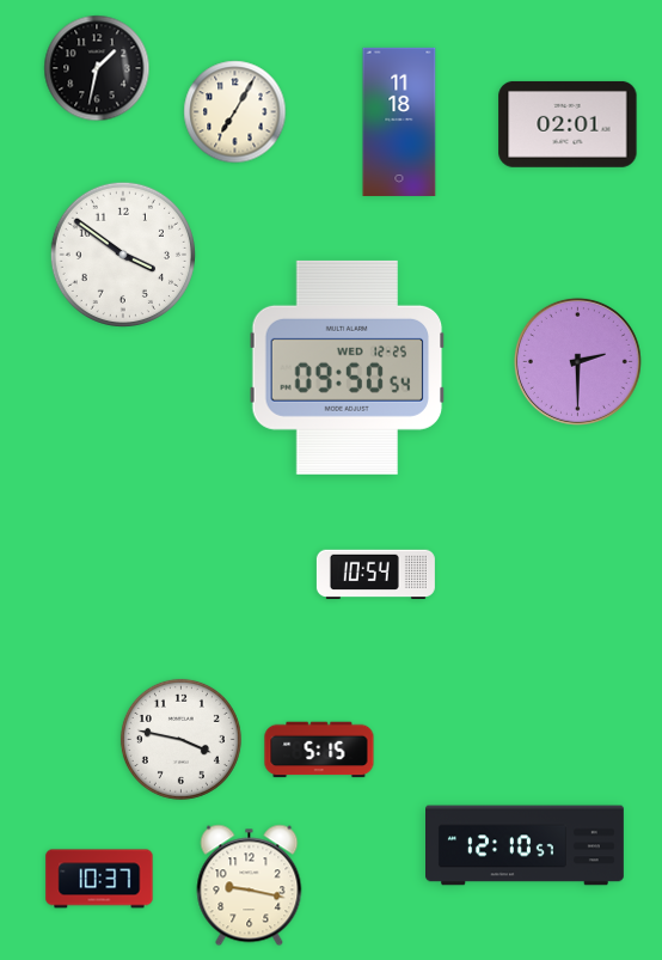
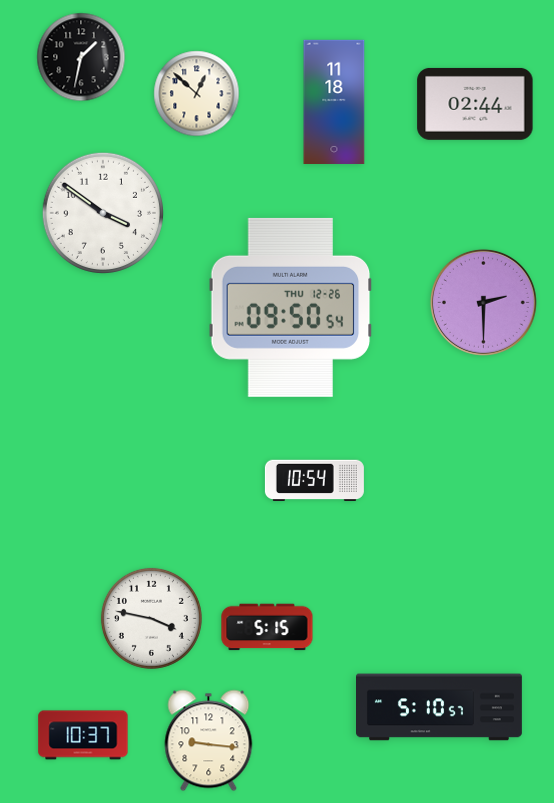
clock at (235, 112): 7:05 -> 12:52
clock at (568, 124): 02:01 -> 02:44
clock at (348, 367) date: WED 12-25 -> THU 12-26
clock at (526, 845): 12:10 -> 5:10
clock at (250, 886): 9:17 -> 9:16
